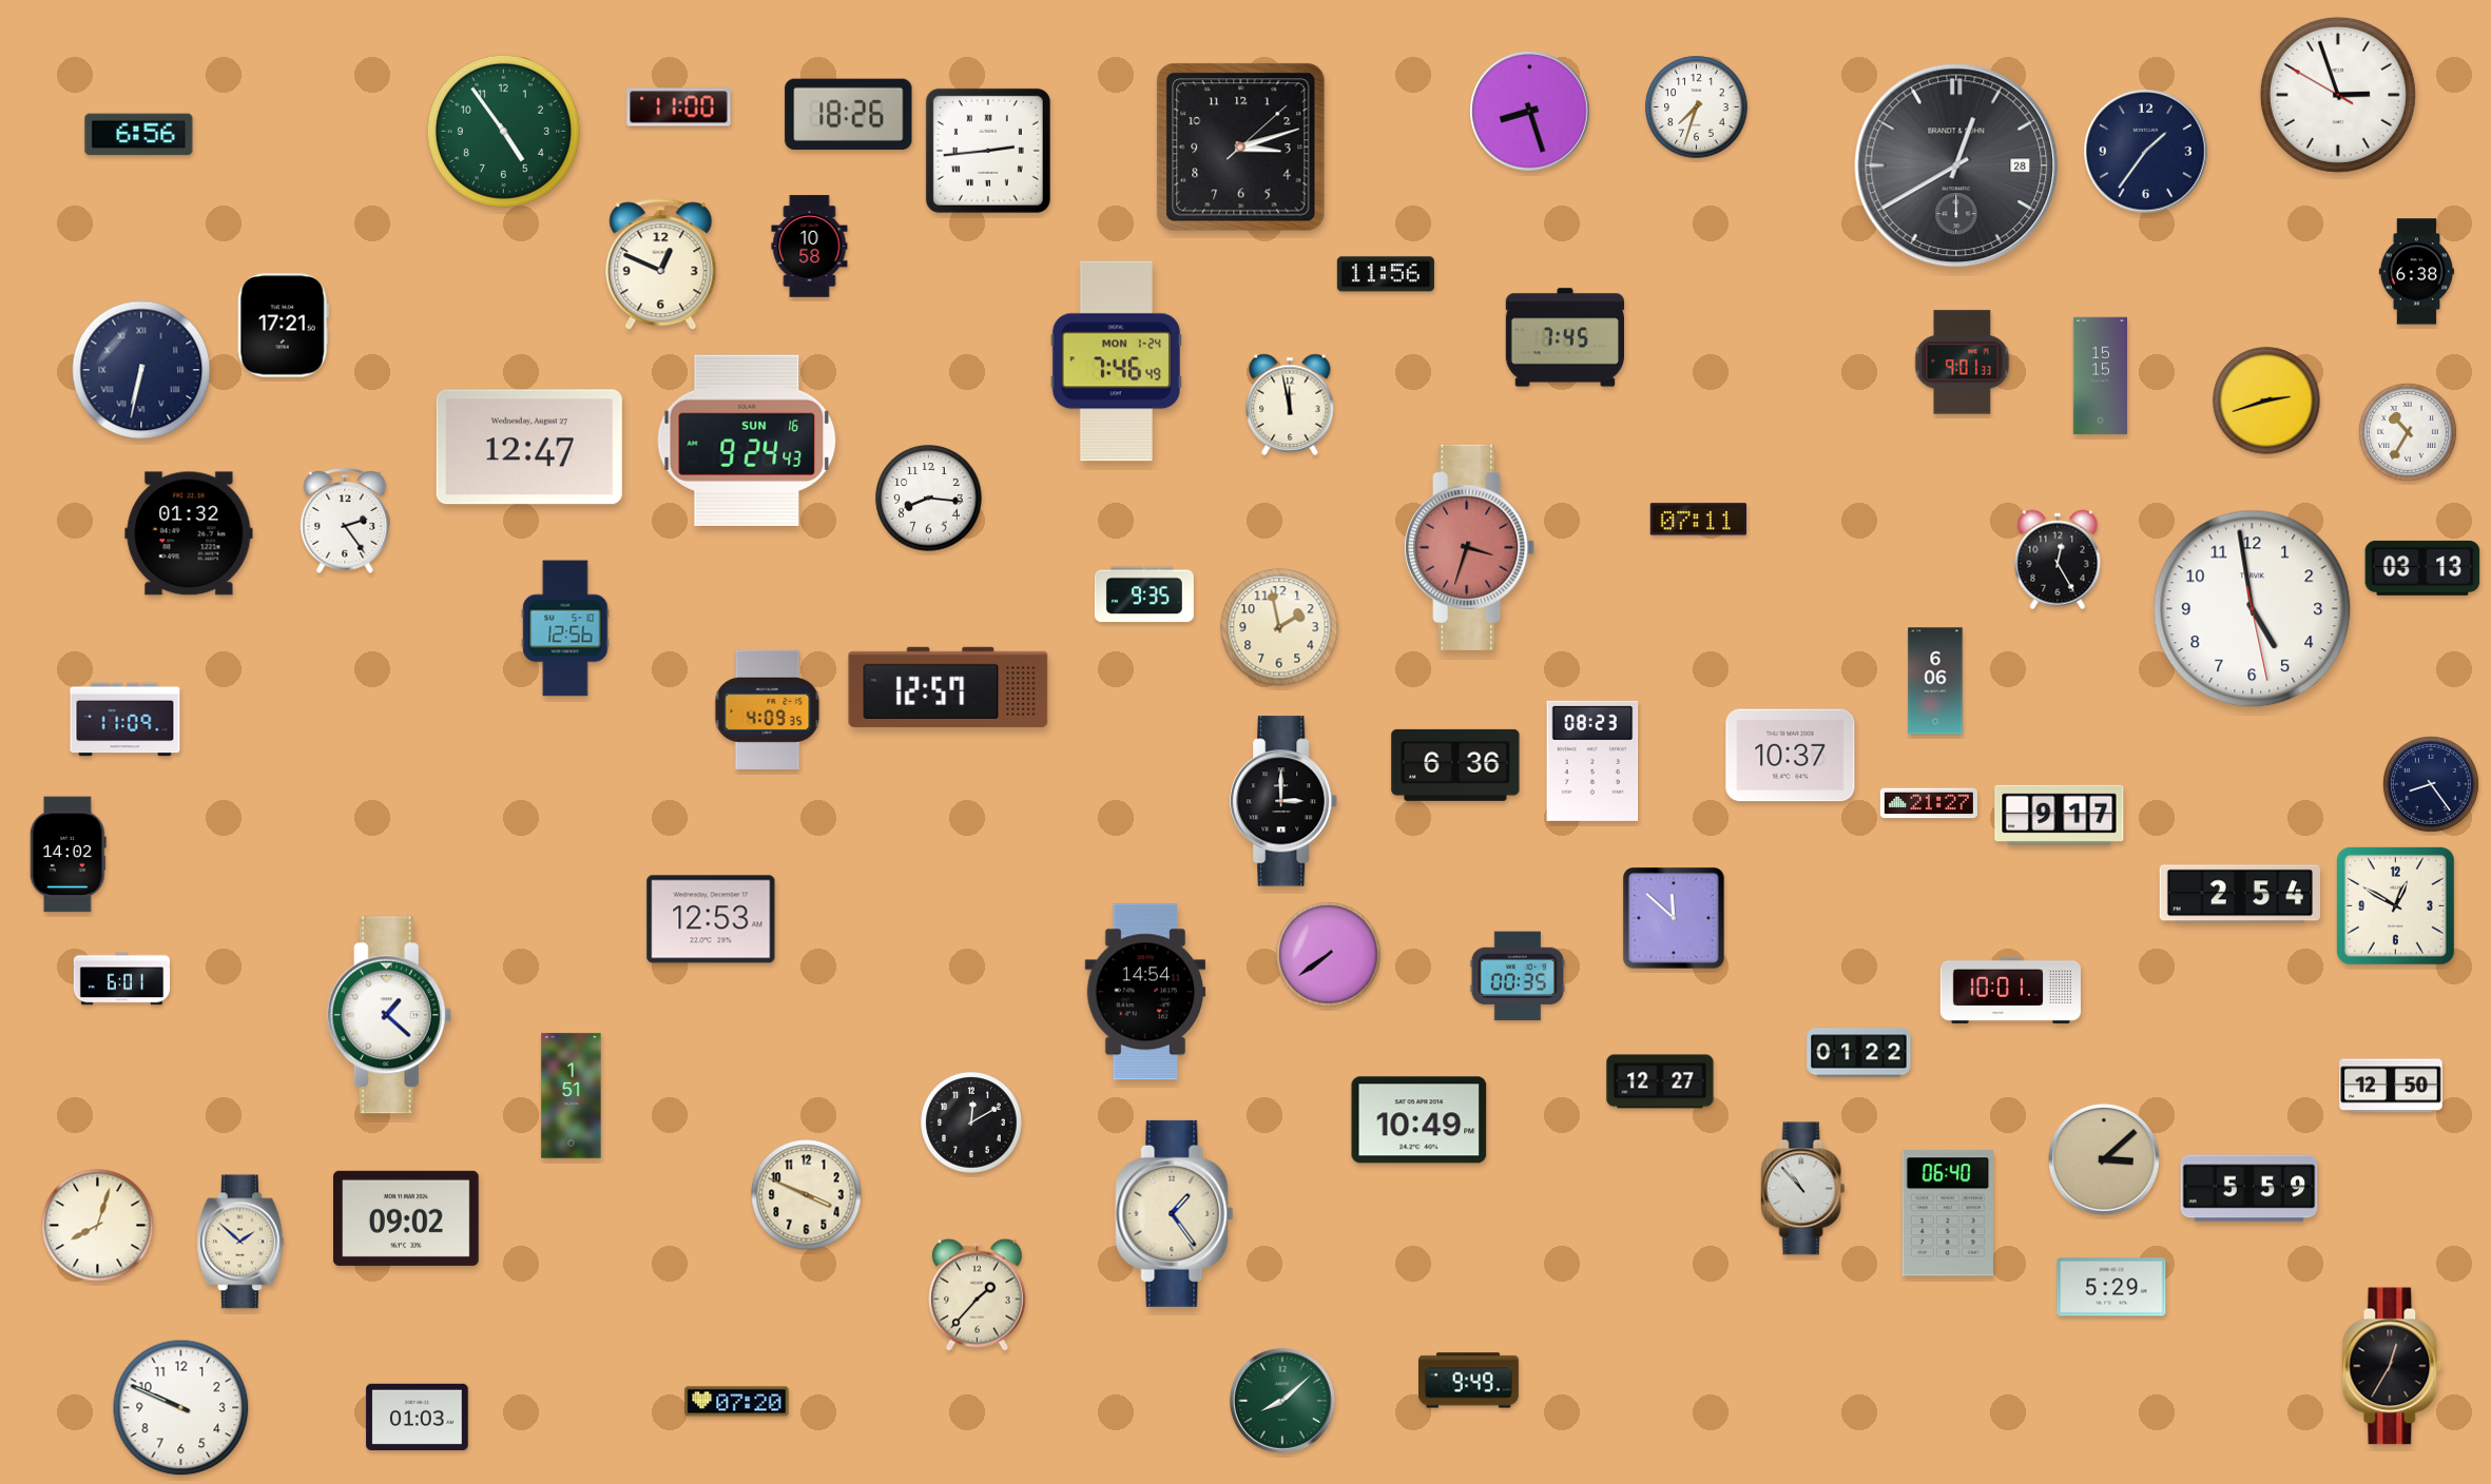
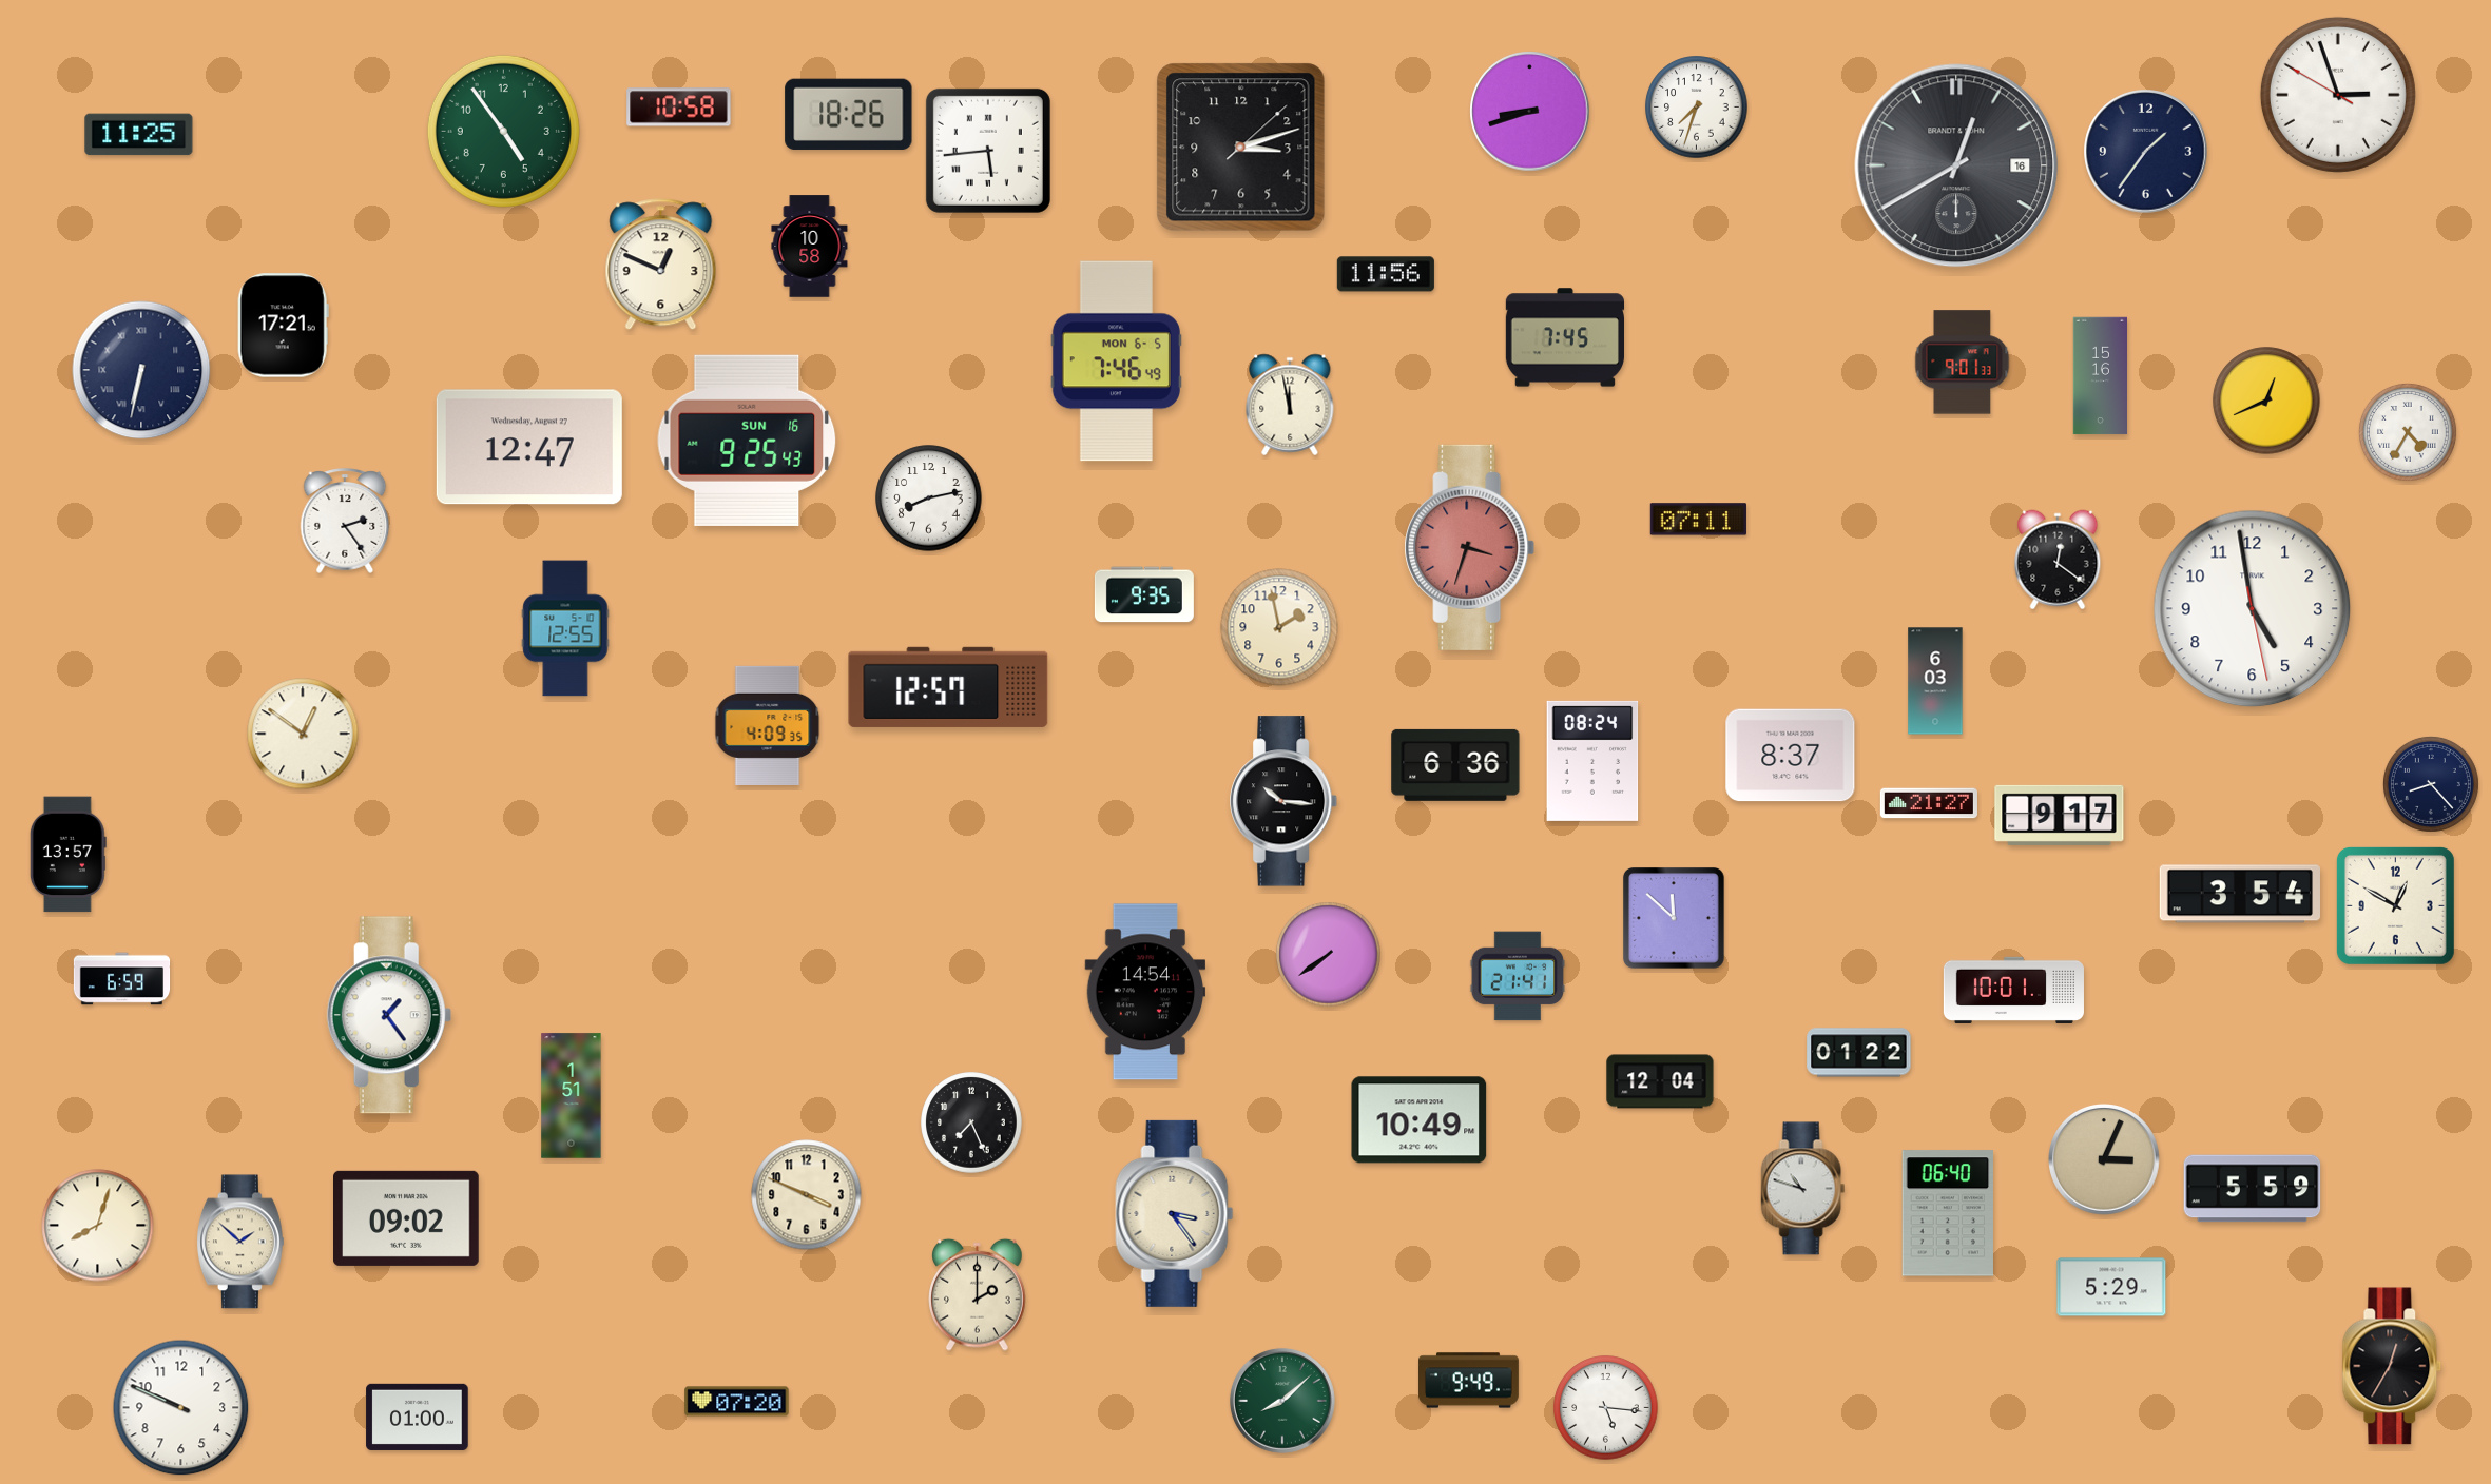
clock at (679, 108): 11:00 -> 10:58
clock at (1530, 112): 8:27 -> 8:42
clock at (139, 135): 6:56 -> 11:25
clock at (988, 151): 2:44 -> 5:44
clock at (1956, 165) date: 28 -> 16
clock at (2416, 272): 6:38 -> none
clock at (1116, 362) date: MON 1-24 -> MON 6-5
clock at (2100, 376): 15:15 -> 15:16
clock at (2266, 401): 2:42 -> 12:41
clock at (2408, 432): 10:35 -> 4:35
clock at (747, 441): 9:24 -> 9:25
clock at (929, 499): 8:16 -> 8:13
clock at (189, 533): 01:32 -> none
clock at (2058, 560): 12:25 -> 12:21
clock at (2422, 568): 03:13 -> none
clock at (565, 628): 12:56 -> 12:55
clock at (1935, 681): 6:06 -> 6:03
clock at (768, 709) position: (768, 709) -> (768, 725)
clock at (125, 720): 11:09 -> none
clock at (303, 734): none -> 12:51
clock at (1791, 756): 10:37 -> 8:37
clock at (1592, 761): 08:23 -> 08:24
clock at (2431, 784): 8:24 -> 8:23
clock at (1285, 801): 3:00 -> 10:16
clock at (67, 855): 14:02 -> 13:57
clock at (2240, 894): 2:54 -> 3:54
clock at (711, 919): 12:53 -> none
clock at (1518, 976): 00:35 -> 21:41
clock at (122, 979): 6:01 -> 6:59
clock at (2010, 990) position: (2010, 990) -> (2013, 990)
clock at (389, 1015): 1:22 -> 1:24
clock at (1660, 1081): 12:27 -> 12:04
clock at (2391, 1086): 12:50 -> none
clock at (971, 1122): 12:10 -> 7:26
clock at (2105, 1160): 3:08 -> 3:04
clock at (1803, 1189): 10:53 -> 10:48
clock at (2249, 1189) position: (2249, 1189) -> (2253, 1189)
clock at (1175, 1213): 1:24 -> 3:24
clock at (978, 1294): 1:37 -> 2:00
clock at (1606, 1408): none -> 5:16
clock at (418, 1417): 01:03 -> 01:00
